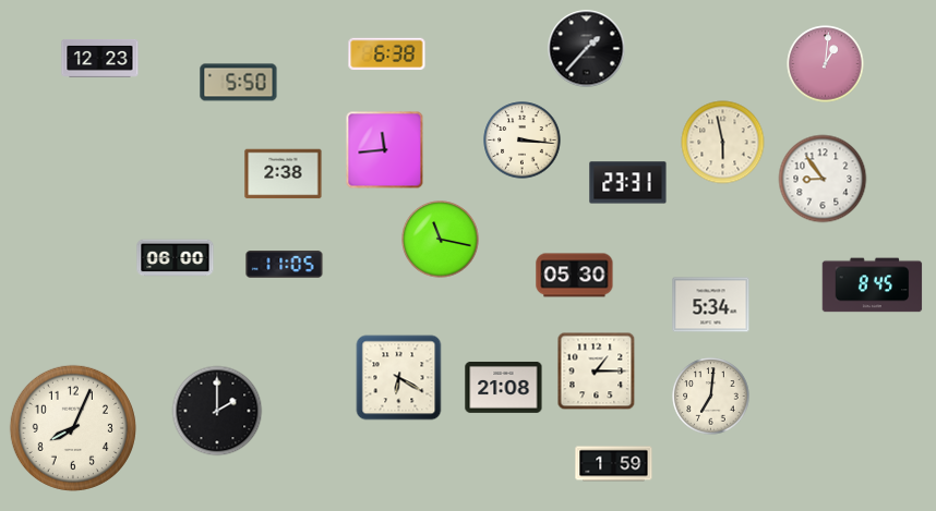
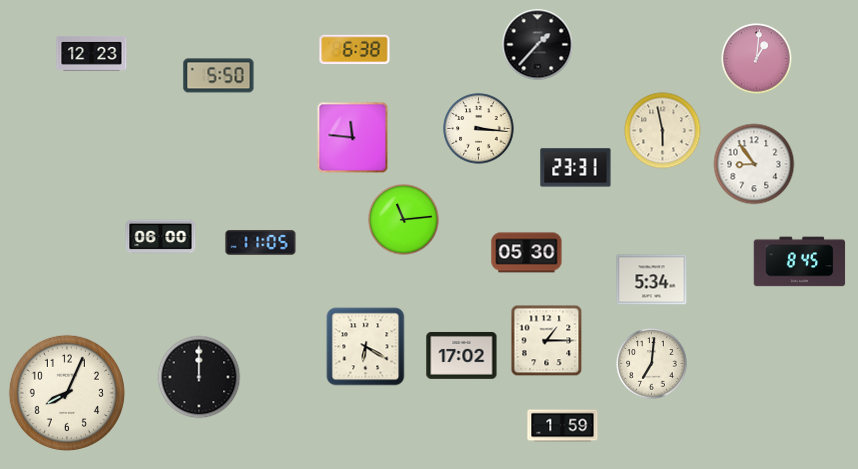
clock at (385, 150): 11:44 -> 11:46
clock at (284, 174): 2:38 -> none
clock at (441, 240): 11:17 -> 11:14
clock at (504, 387): 21:08 -> 17:02
clock at (217, 411): 2:00 -> 12:00
